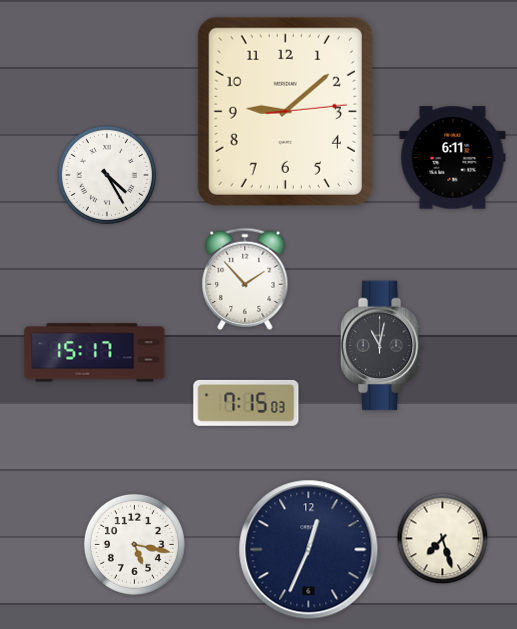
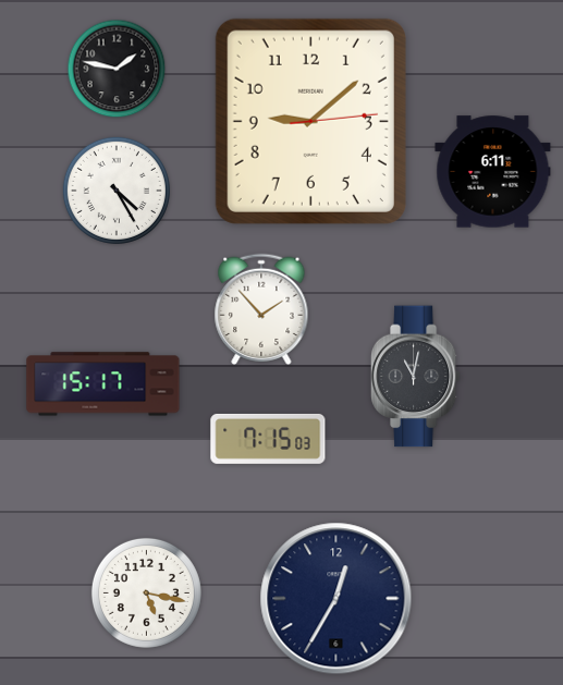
clock at (117, 69): none -> 1:47
clock at (245, 279) position: (245, 279) -> (261, 309)
clock at (443, 539): 7:27 -> none
clock at (309, 550): 12:34 -> 12:35
